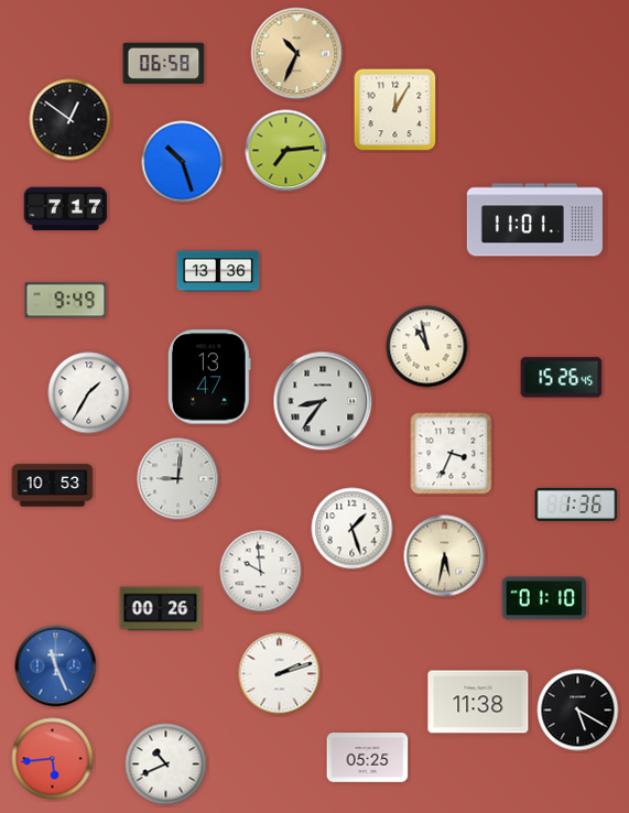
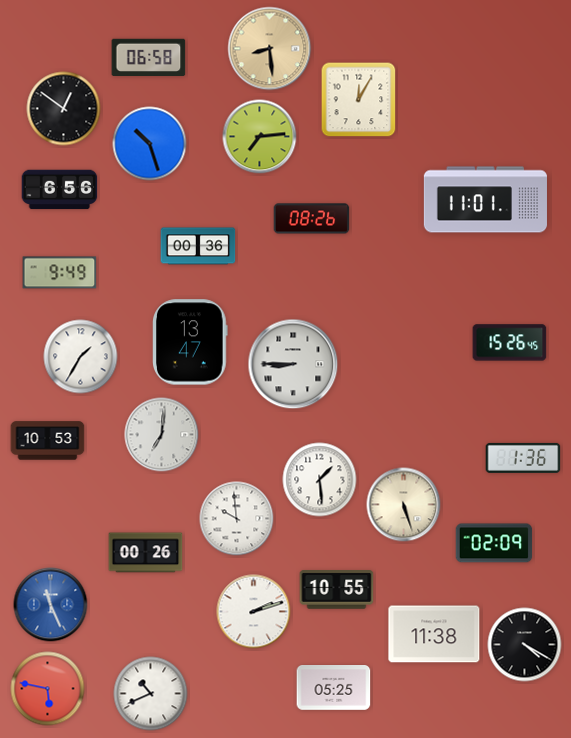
clock at (297, 54): 10:34 -> 8:29
clock at (183, 162) position: (183, 162) -> (150, 144)
clock at (66, 209): 7:17 -> 6:56
clock at (312, 219): none -> 08:26
clock at (218, 271): 13:36 -> 00:36
clock at (427, 347): 10:58 -> none
clock at (323, 401): 8:36 -> 8:45
clock at (452, 454): 3:34 -> none
clock at (178, 479): 9:01 -> 7:01
clock at (353, 529): 1:27 -> 1:29
clock at (445, 556): 5:32 -> 5:27
clock at (544, 598): 01:10 -> 02:09
clock at (337, 590): none -> 10:55
clock at (478, 702) position: (478, 702) -> (434, 634)
clock at (578, 711): 5:20 -> 4:20
clock at (53, 759): 5:44 -> 5:47
